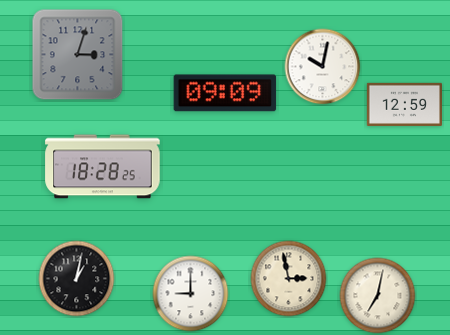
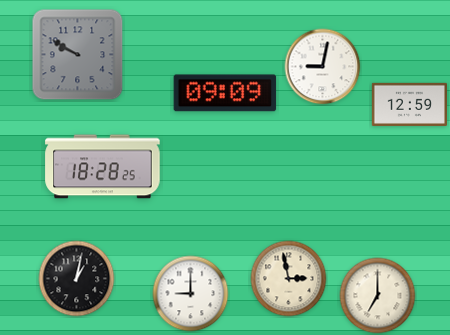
clock at (78, 55): 3:03 -> 9:50
clock at (323, 67): 10:02 -> 9:02
clock at (404, 104) position: (404, 104) -> (409, 104)
clock at (378, 296): 7:02 -> 7:00
